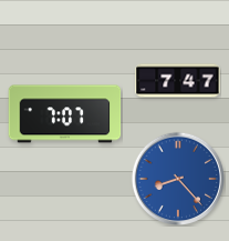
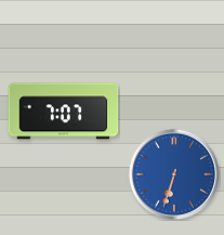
clock at (178, 81): 7:47 -> none
clock at (177, 178): 8:23 -> 6:33
